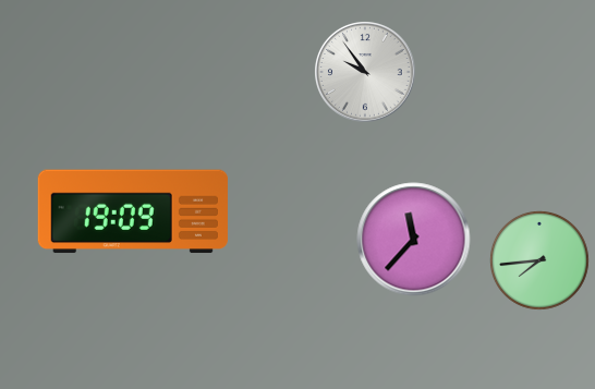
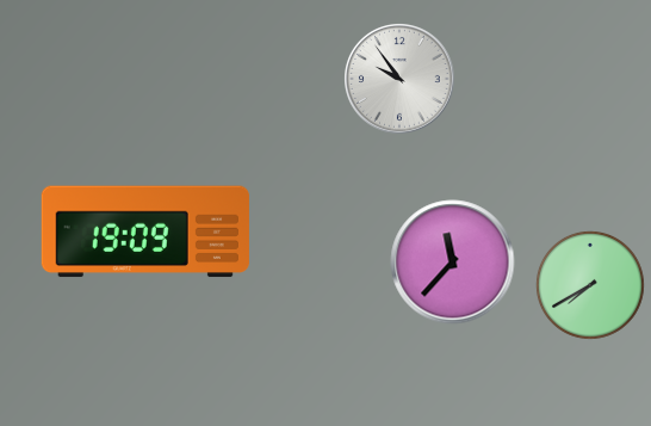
clock at (539, 260): 7:44 -> 7:40
